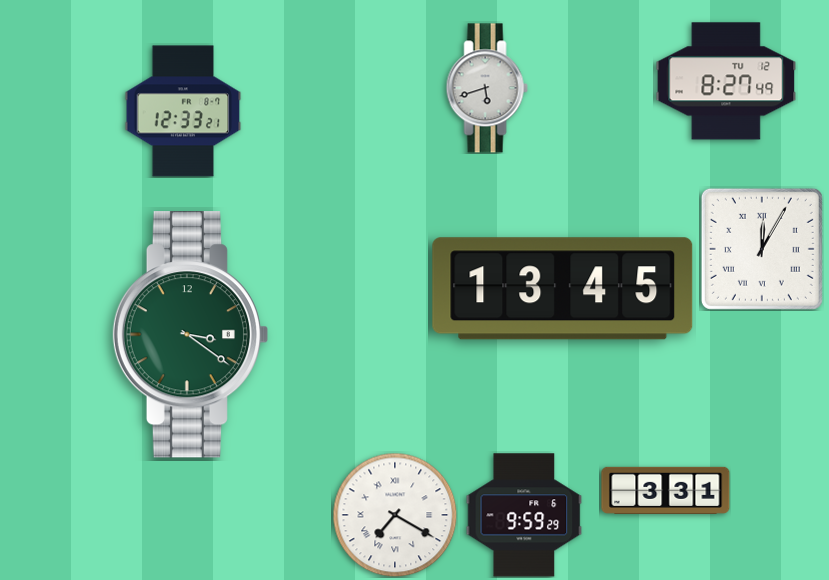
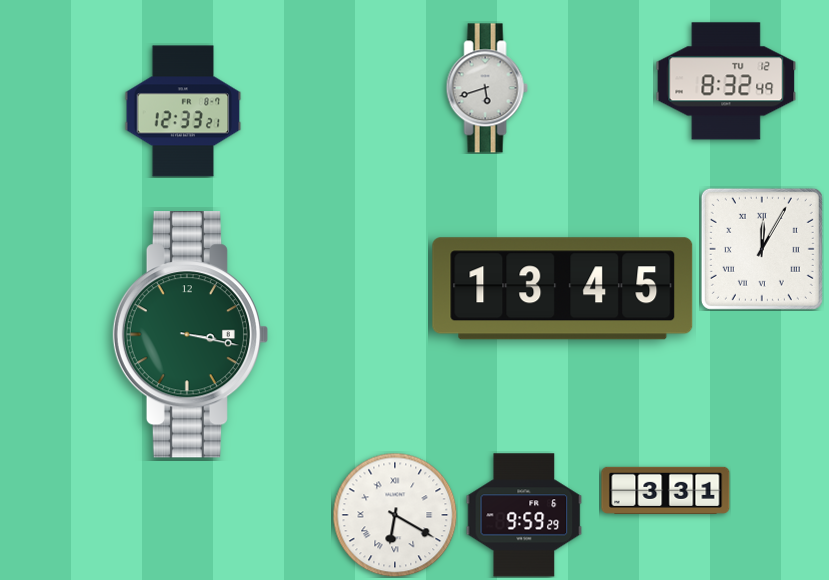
clock at (726, 81): 8:27 -> 8:32
clock at (190, 335): 3:21 -> 3:17
clock at (395, 515): 7:20 -> 6:20
